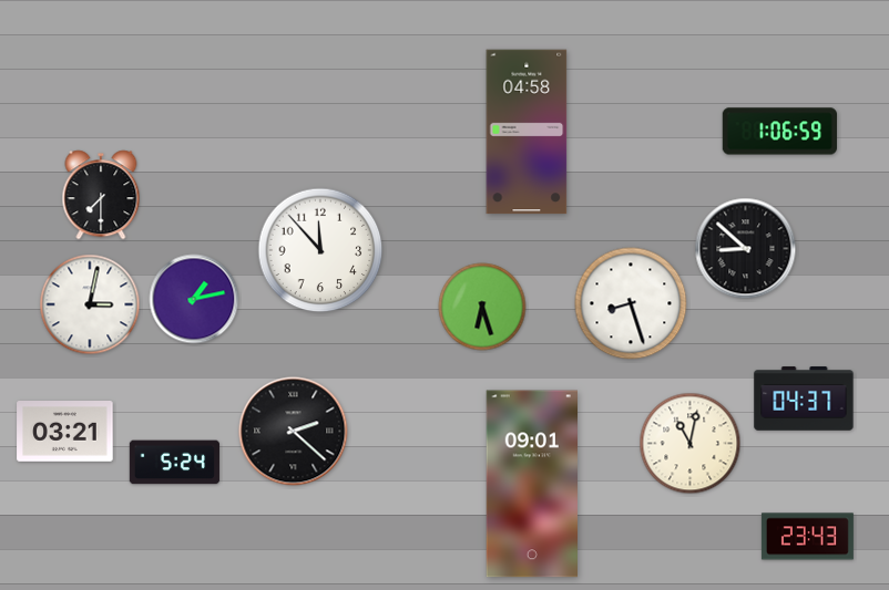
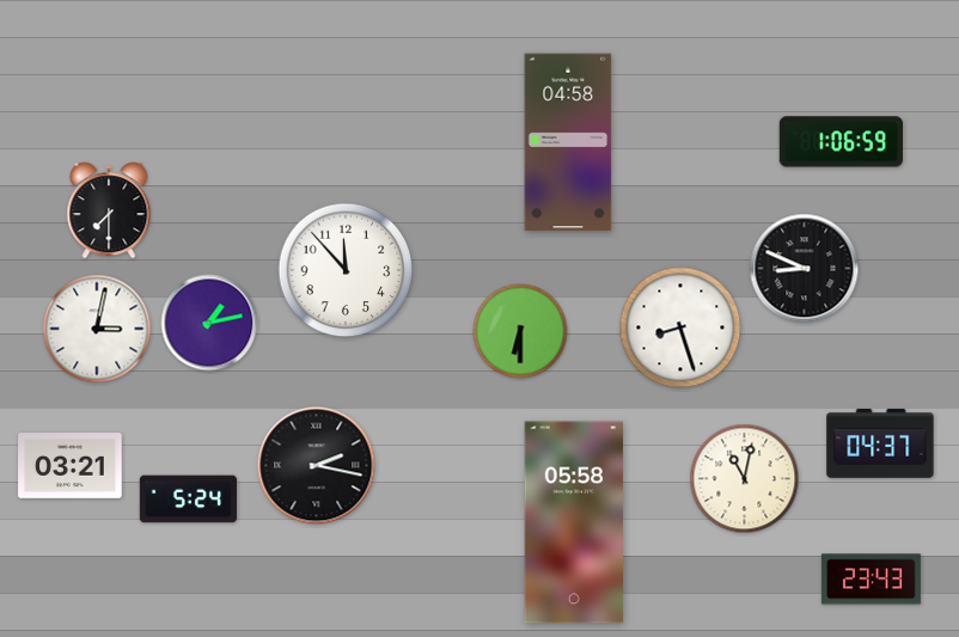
clock at (746, 249): 8:52 -> 8:49
clock at (482, 307): 6:27 -> 6:30
clock at (804, 398) position: (804, 398) -> (880, 443)
clock at (294, 432): 2:22 -> 2:17
clock at (531, 484): 09:01 -> 05:58
